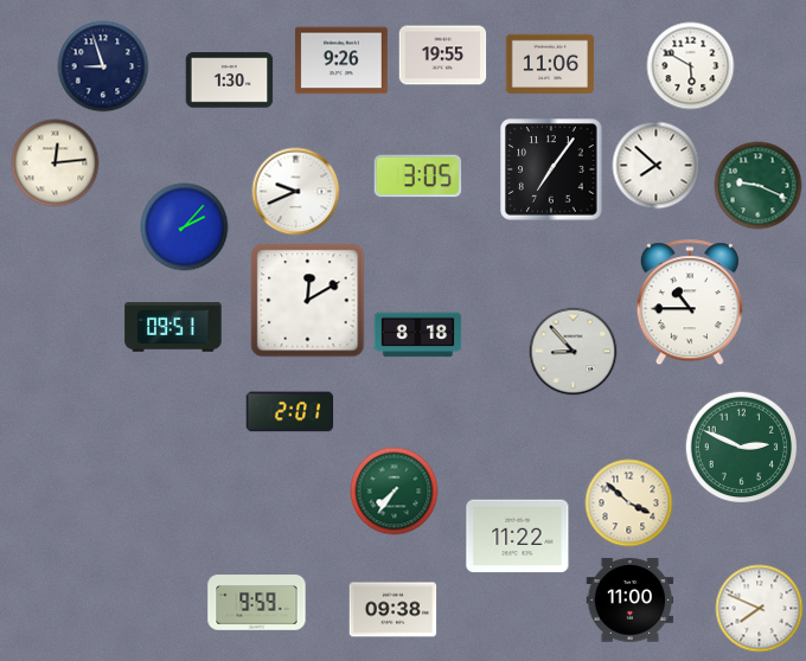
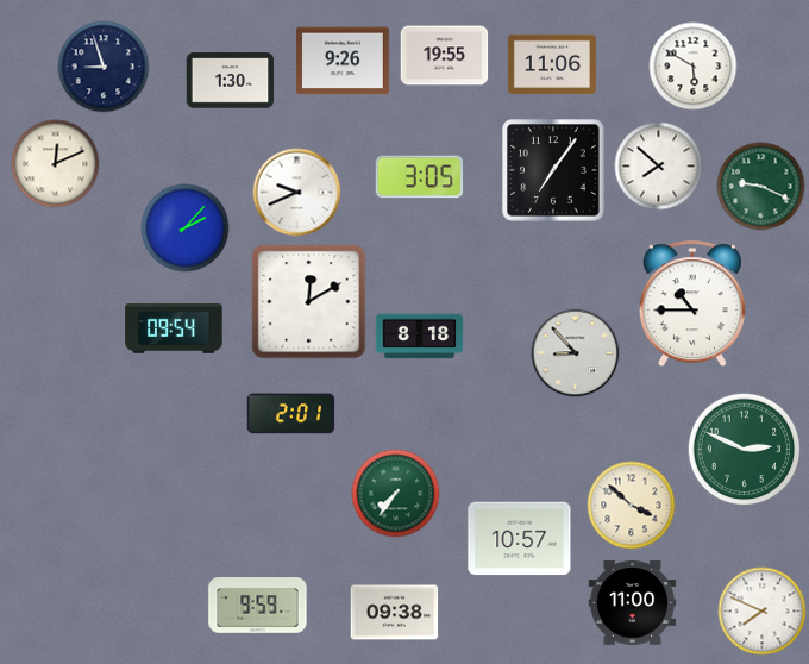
clock at (56, 163): 12:14 -> 12:11
clock at (173, 327): 09:51 -> 09:54
clock at (518, 537): 11:22 -> 10:57
